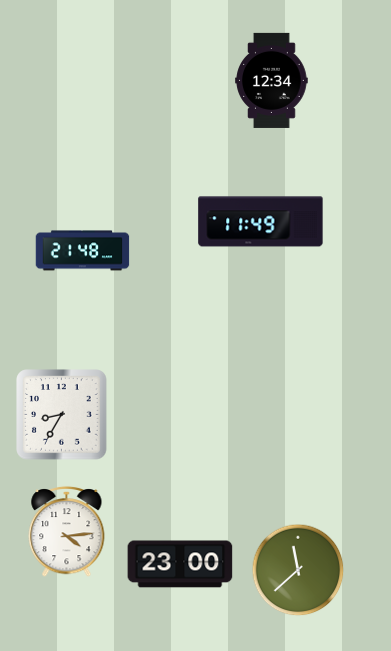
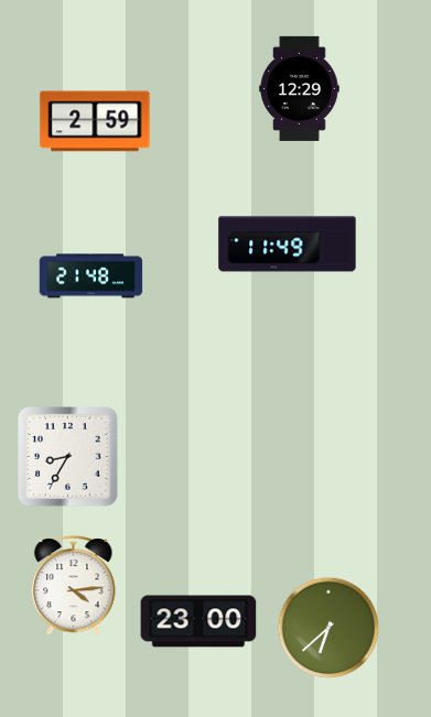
clock at (272, 80): 12:34 -> 12:29
clock at (95, 121): none -> 2:59
clock at (298, 570): 11:38 -> 6:38
